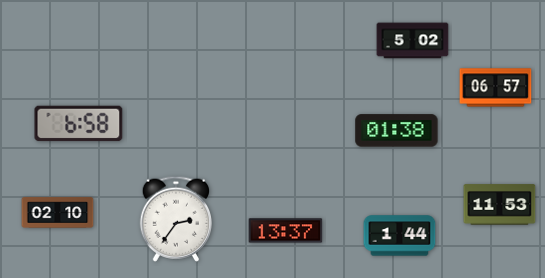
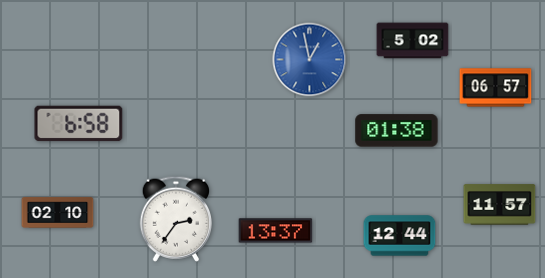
clock at (310, 60): none -> 12:58
clock at (500, 205): 11:53 -> 11:57
clock at (286, 231) position: (286, 231) -> (276, 231)
clock at (400, 236): 1:44 -> 12:44
